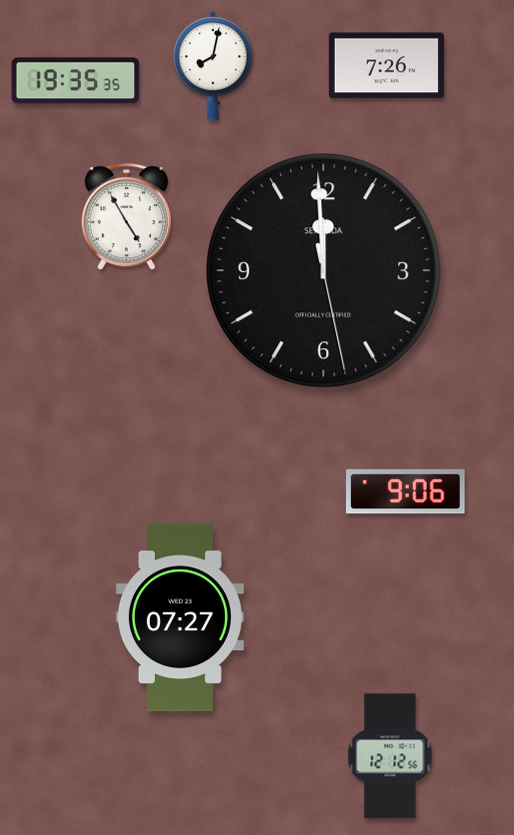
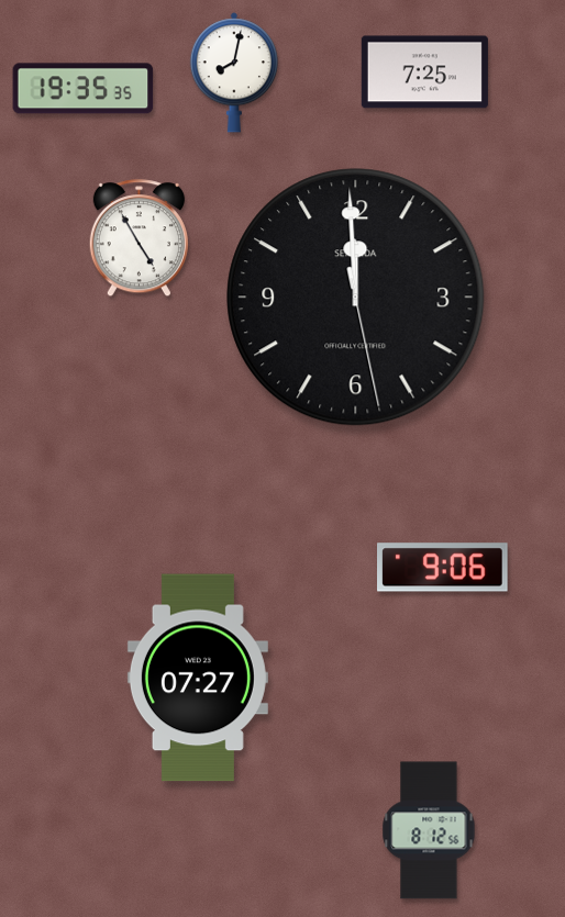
clock at (386, 66): 7:26 -> 7:25
clock at (406, 492) position: (406, 492) -> (443, 568)
clock at (390, 756): 12:12 -> 8:12
